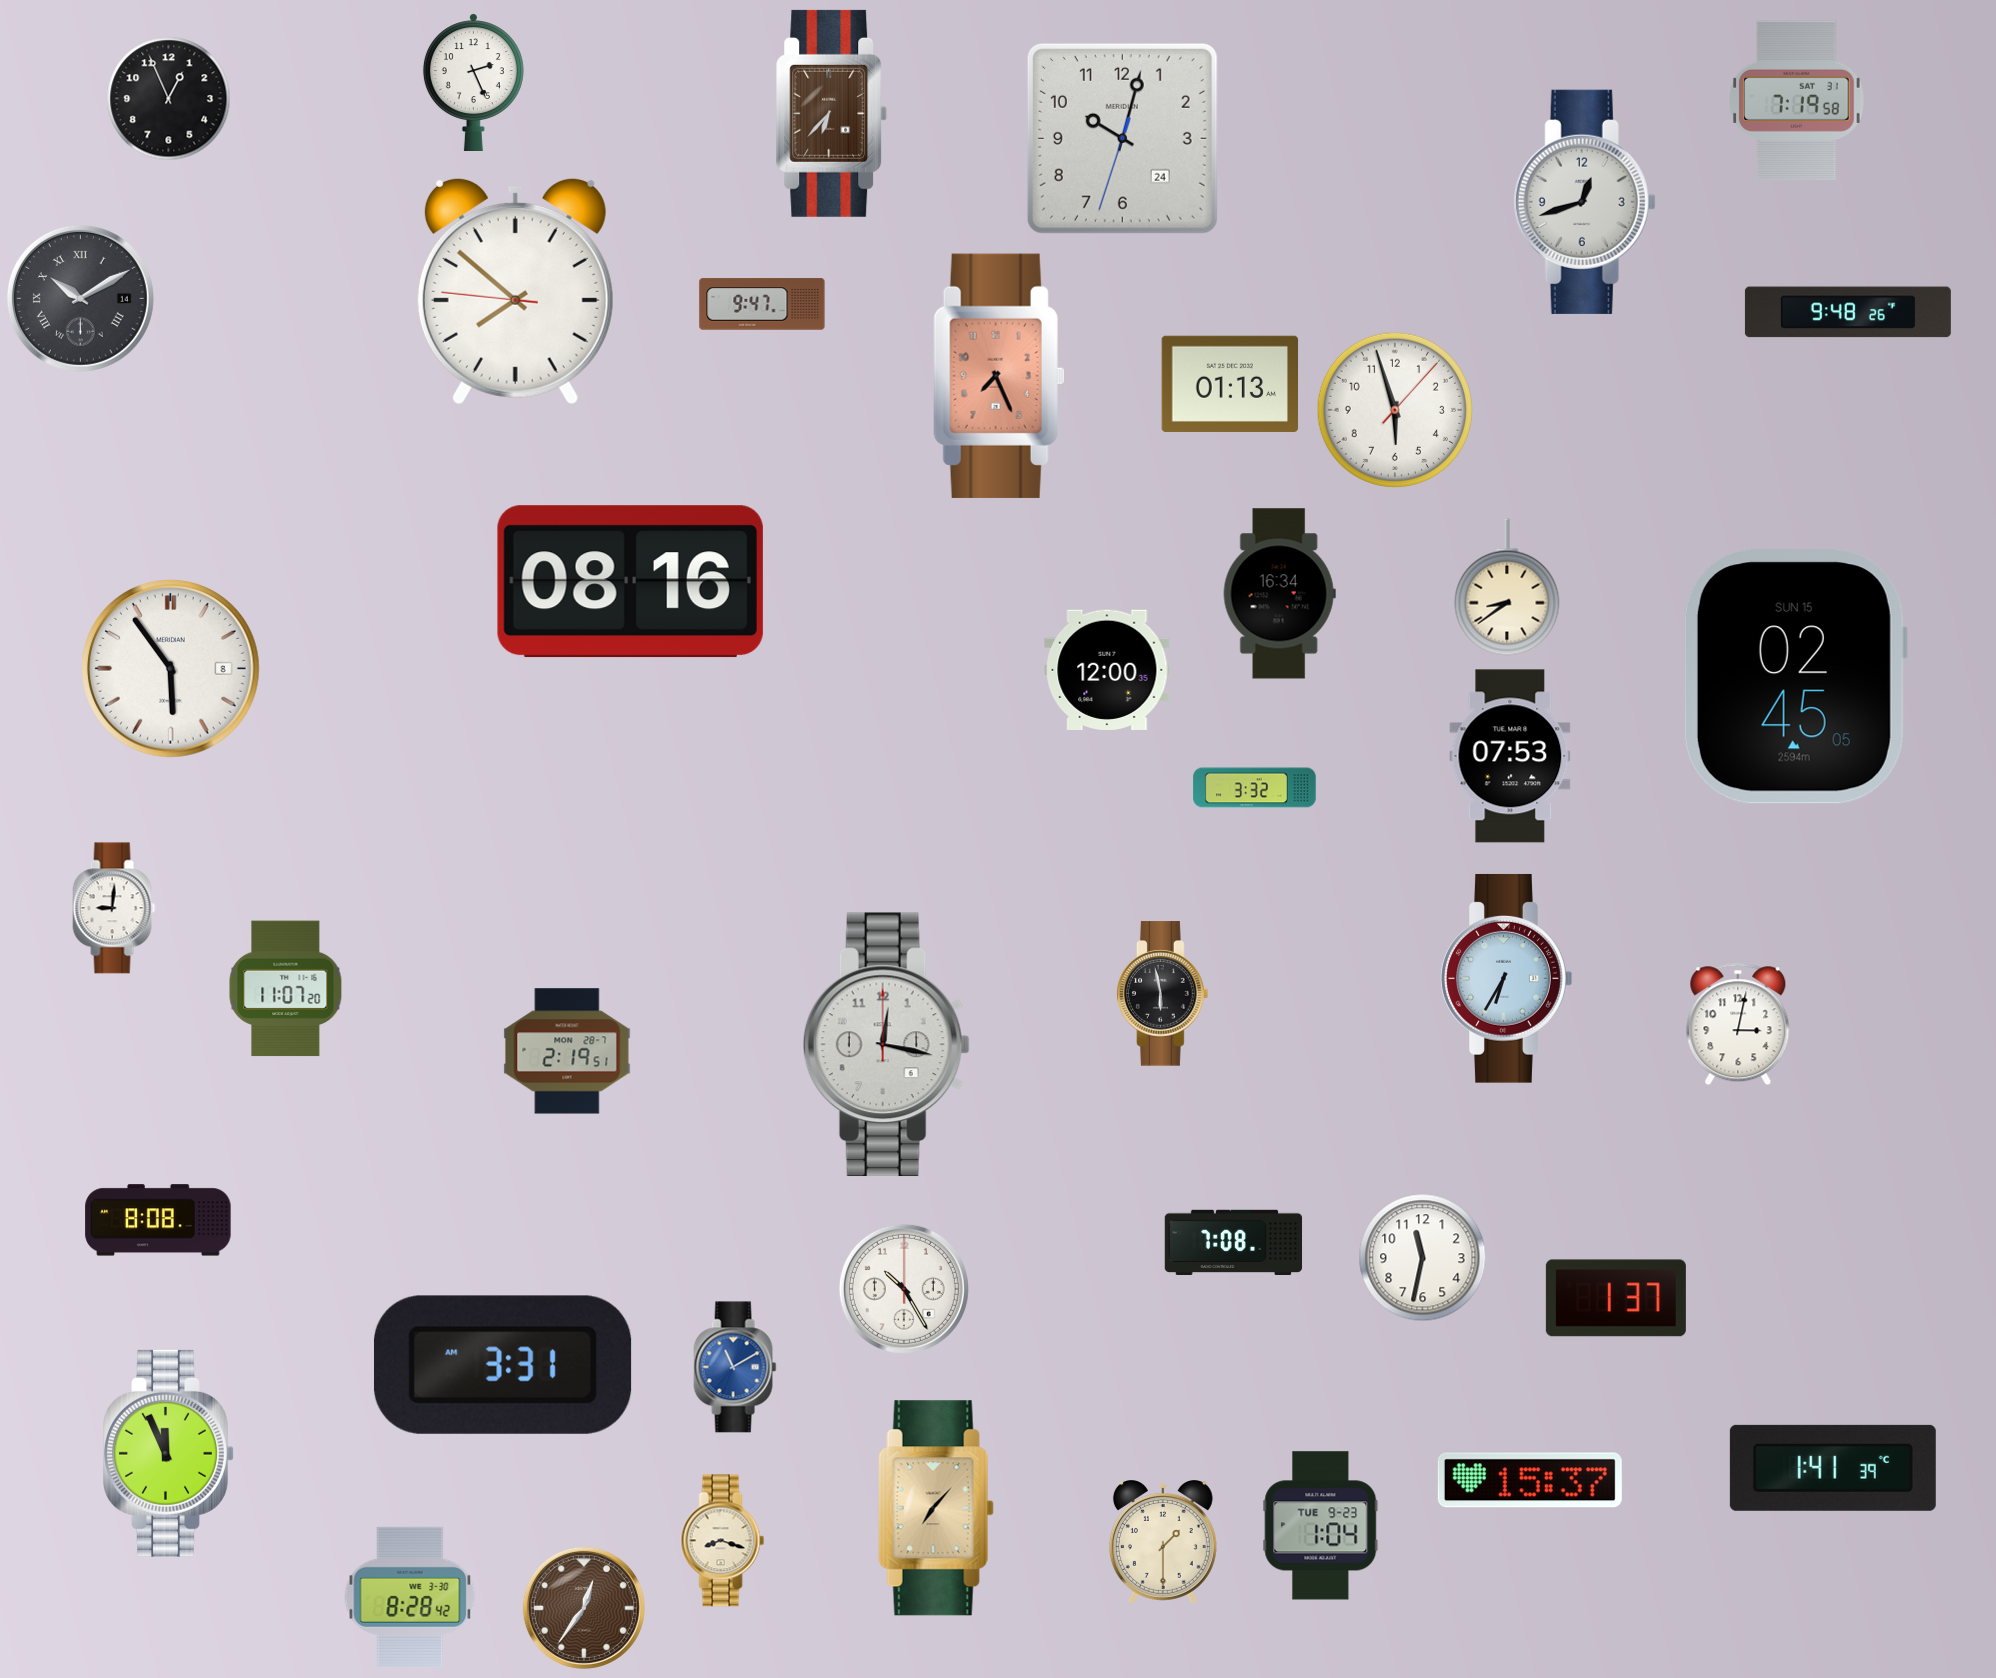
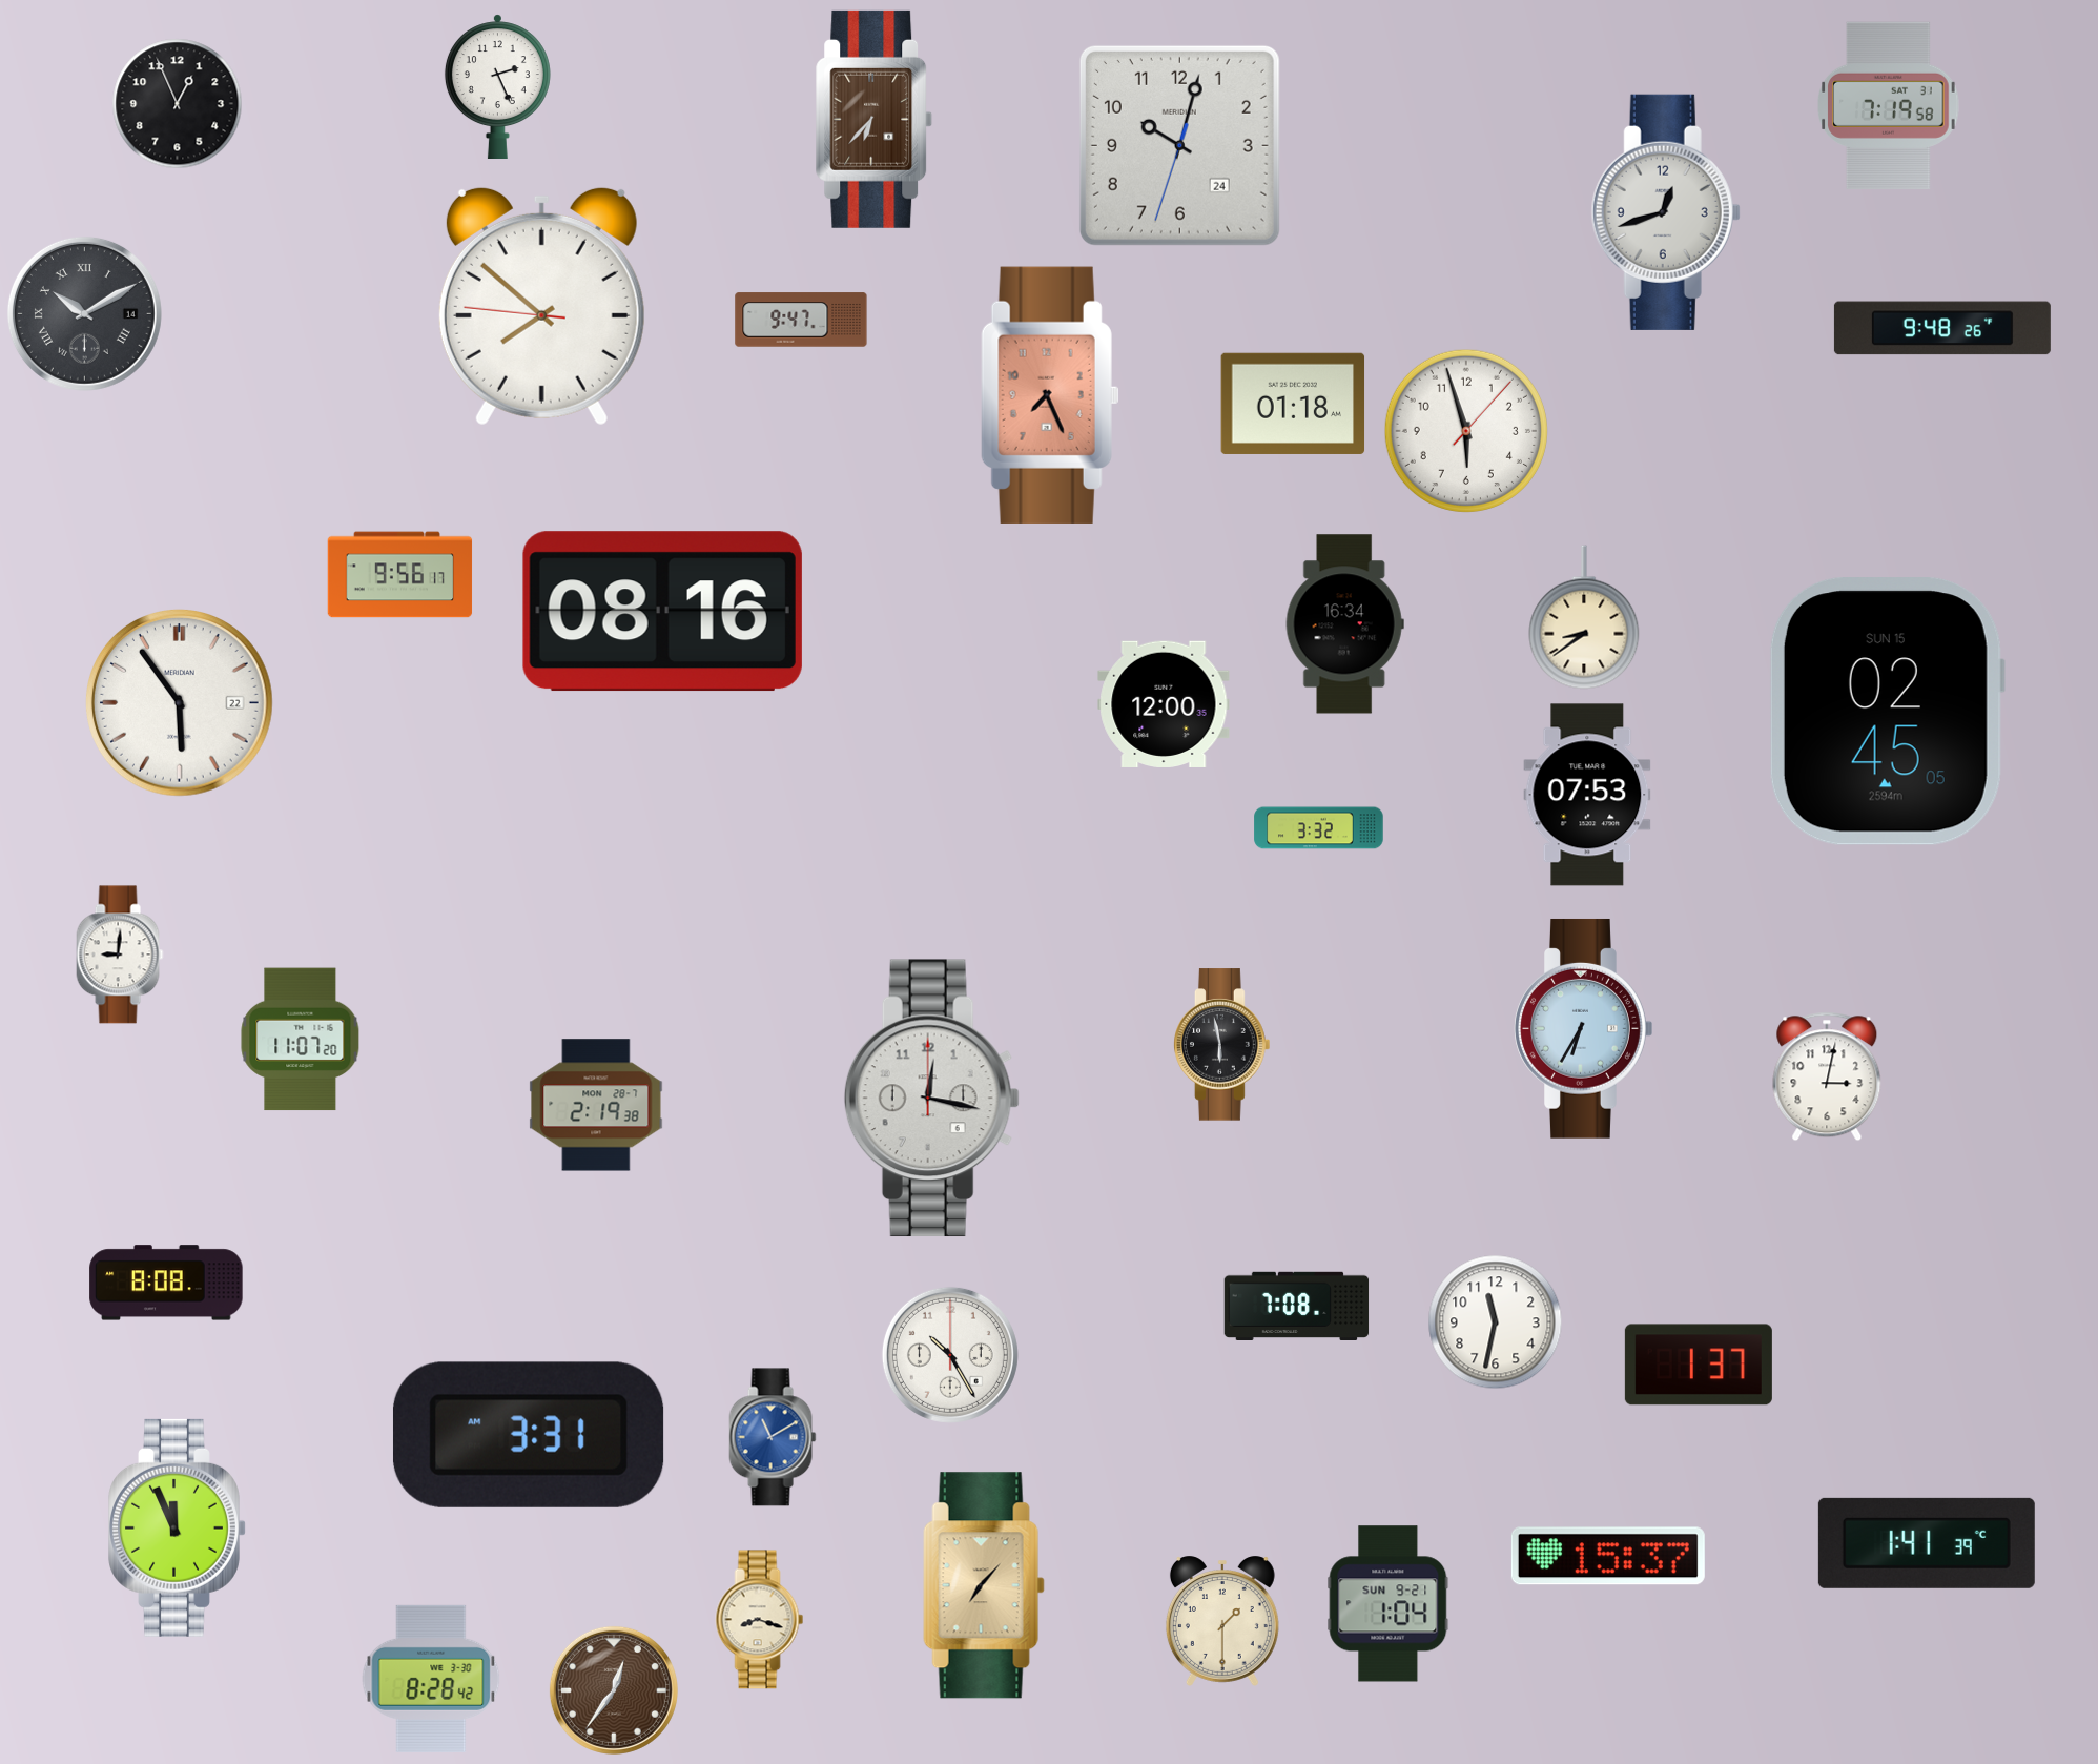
clock at (1230, 384): 01:13 -> 01:18
clock at (400, 575): none -> 9:56
clock at (171, 669) date: 8 -> 22
clock at (567, 1051): 2:19:51 -> 2:19:38
clock at (1321, 1526) date: TUE 9-23 -> SUN 9-21
